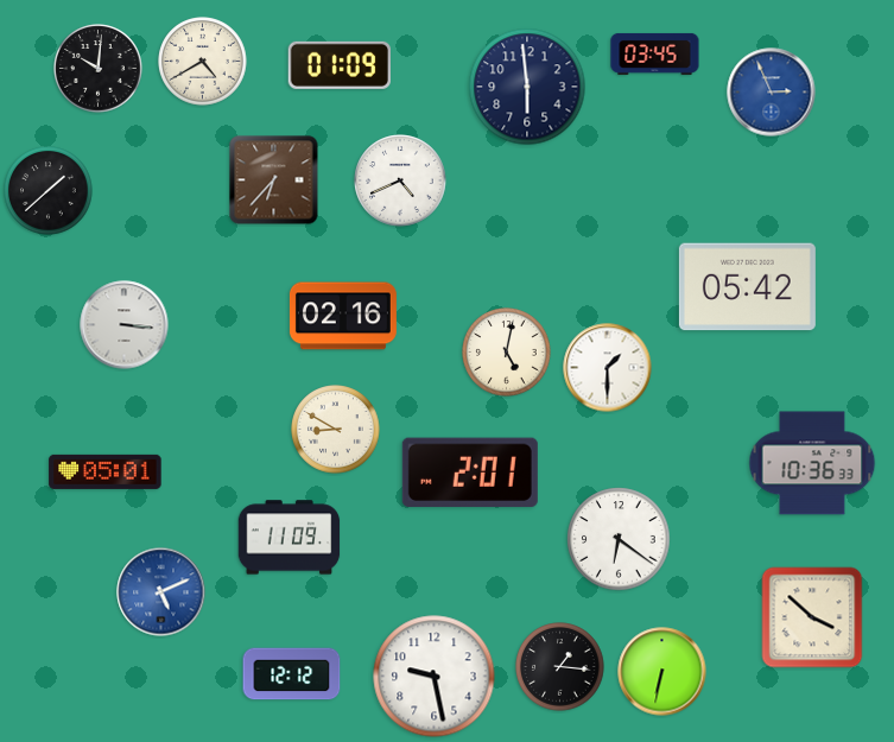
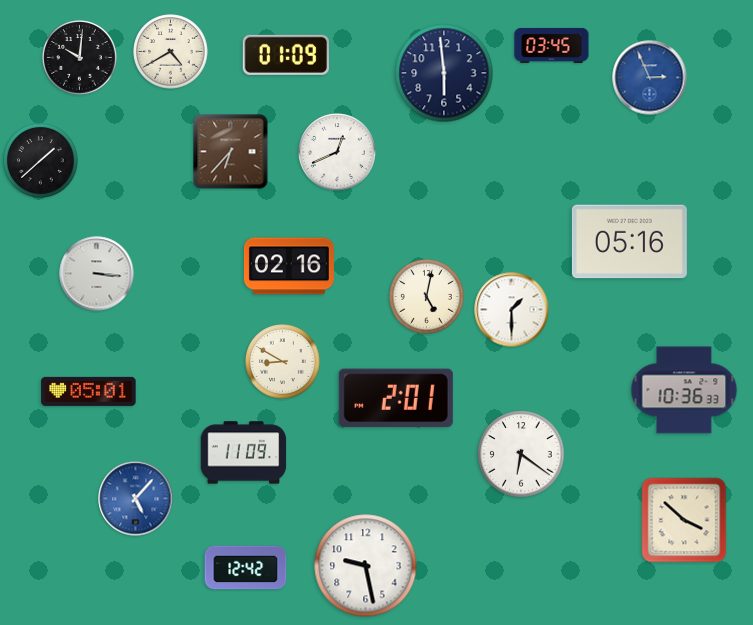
clock at (99, 69) position: (99, 69) -> (80, 58)
clock at (400, 180): 4:41 -> 12:41
clock at (747, 287): 05:42 -> 05:16
clock at (125, 325) position: (125, 325) -> (97, 274)
clock at (106, 471) position: (106, 471) -> (89, 391)
clock at (161, 592): 5:11 -> 5:07
clock at (560, 667): 1:16 -> none
clock at (662, 672): 6:32 -> none
clock at (292, 674): 12:12 -> 12:42
clock at (435, 677) position: (435, 677) -> (366, 566)
